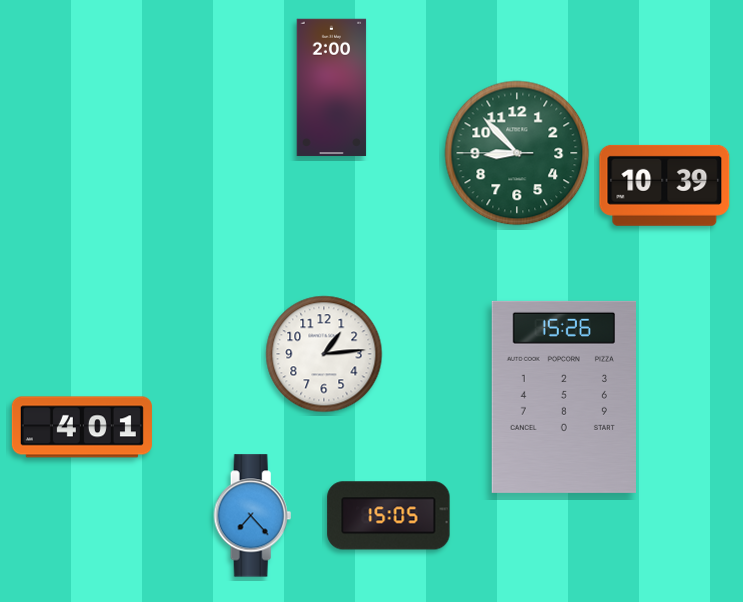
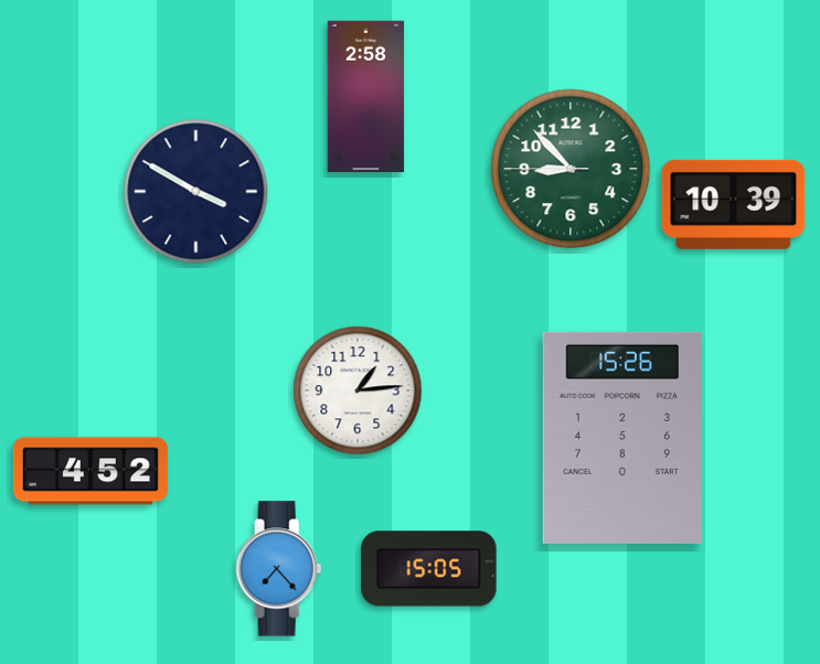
clock at (332, 88): 2:00 -> 2:58
clock at (196, 192): none -> 3:50
clock at (82, 427): 4:01 -> 4:52
